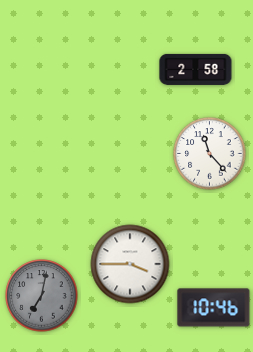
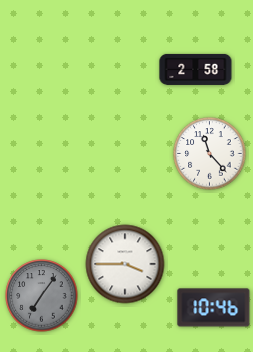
clock at (130, 264) position: (130, 264) -> (125, 264)
clock at (42, 296): 7:02 -> 7:06
